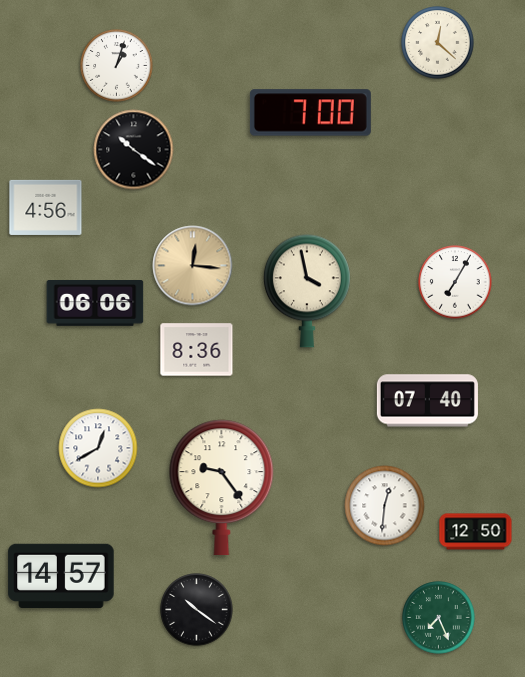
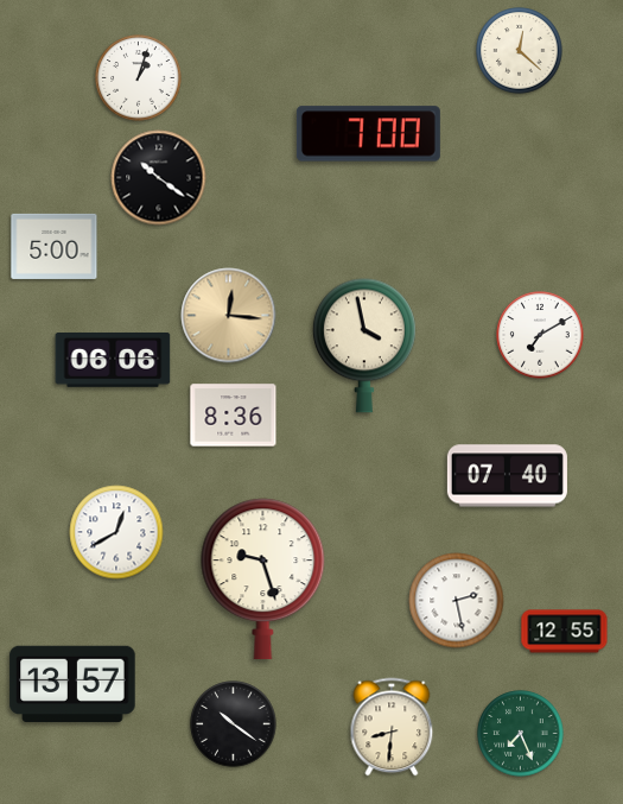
clock at (46, 207): 4:56 -> 5:00
clock at (455, 282): 7:05 -> 7:10
clock at (222, 488): 9:24 -> 9:27
clock at (385, 506): 12:31 -> 2:28
clock at (476, 532): 12:50 -> 12:55
clock at (61, 576): 14:57 -> 13:57
clock at (392, 727): none -> 8:31
